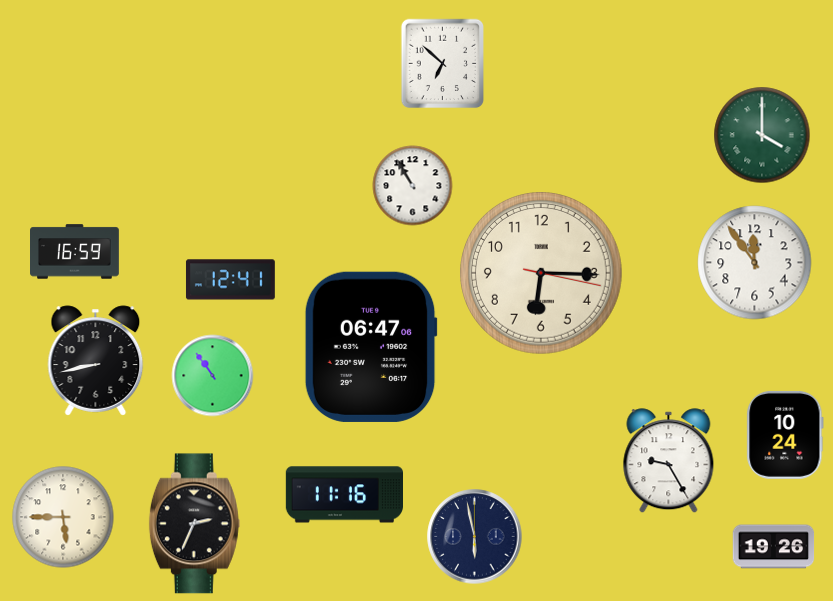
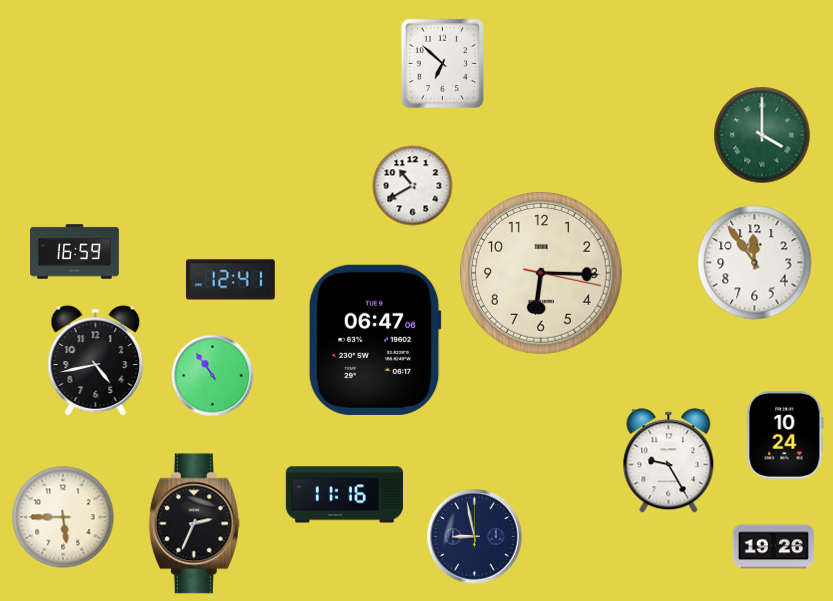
clock at (413, 186): 10:55 -> 10:40
clock at (371, 347) position: (371, 347) -> (375, 340)
clock at (96, 361): 8:43 -> 4:43
clock at (475, 537): 5:58 -> 8:58
